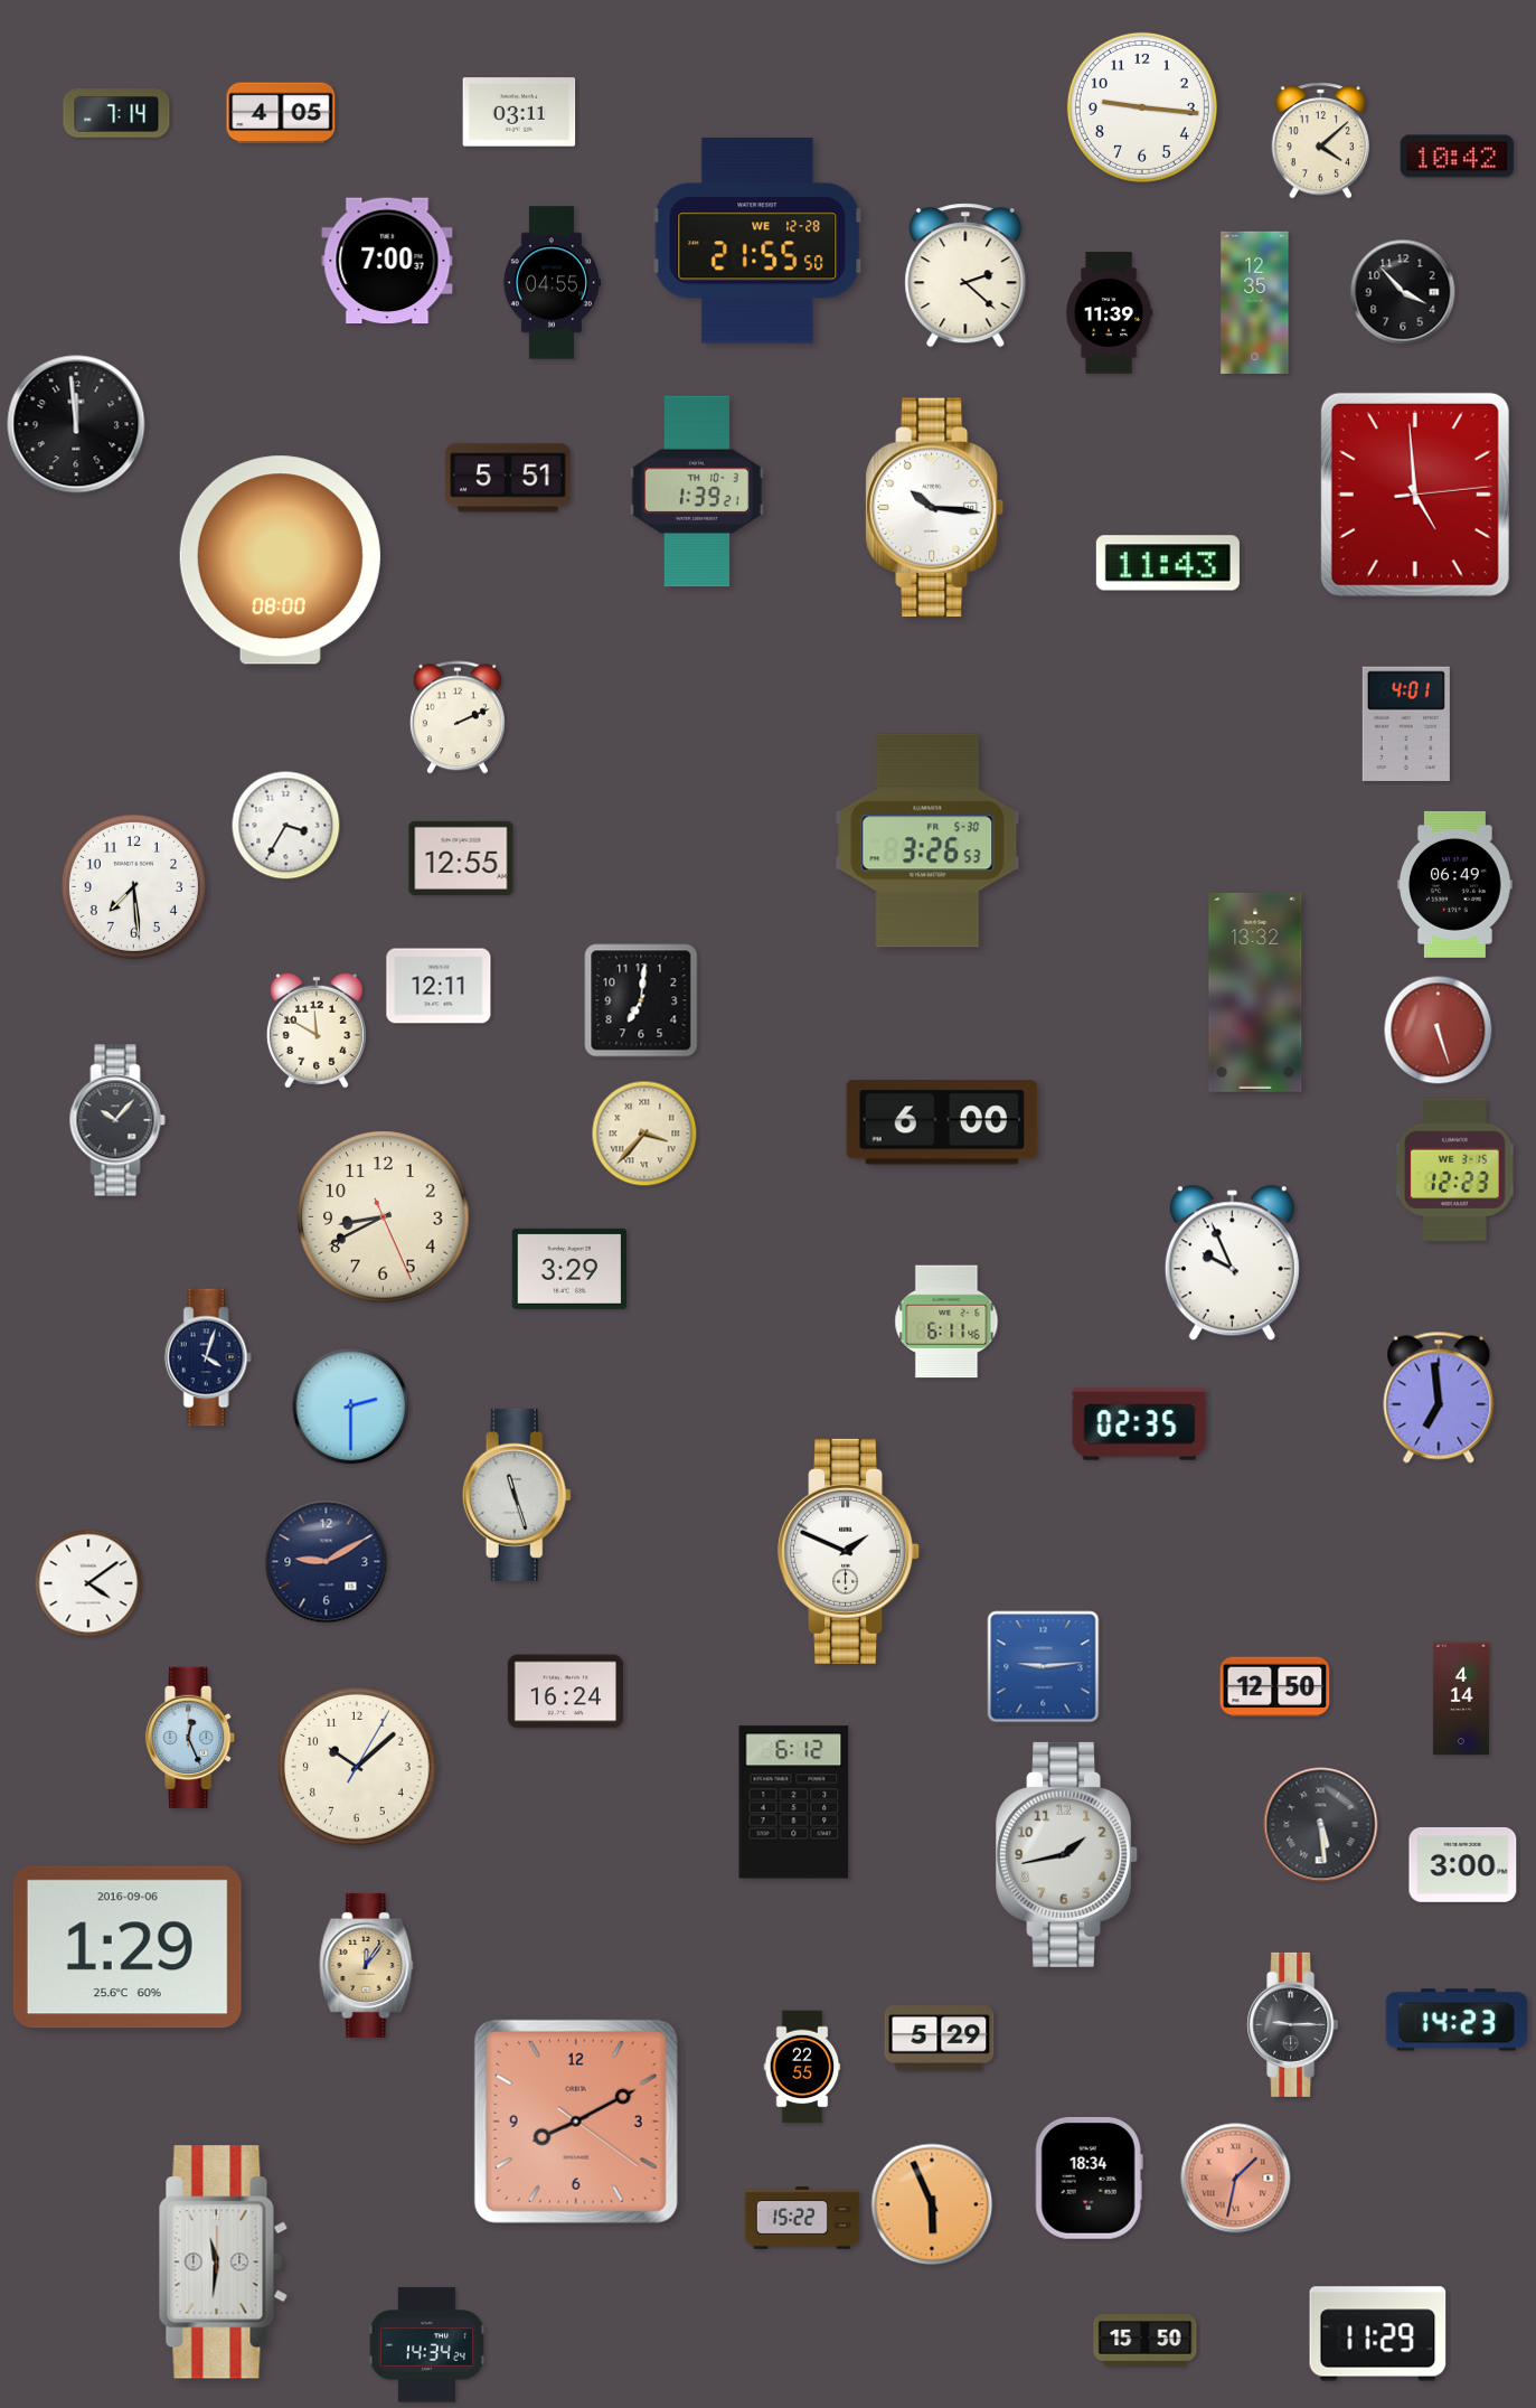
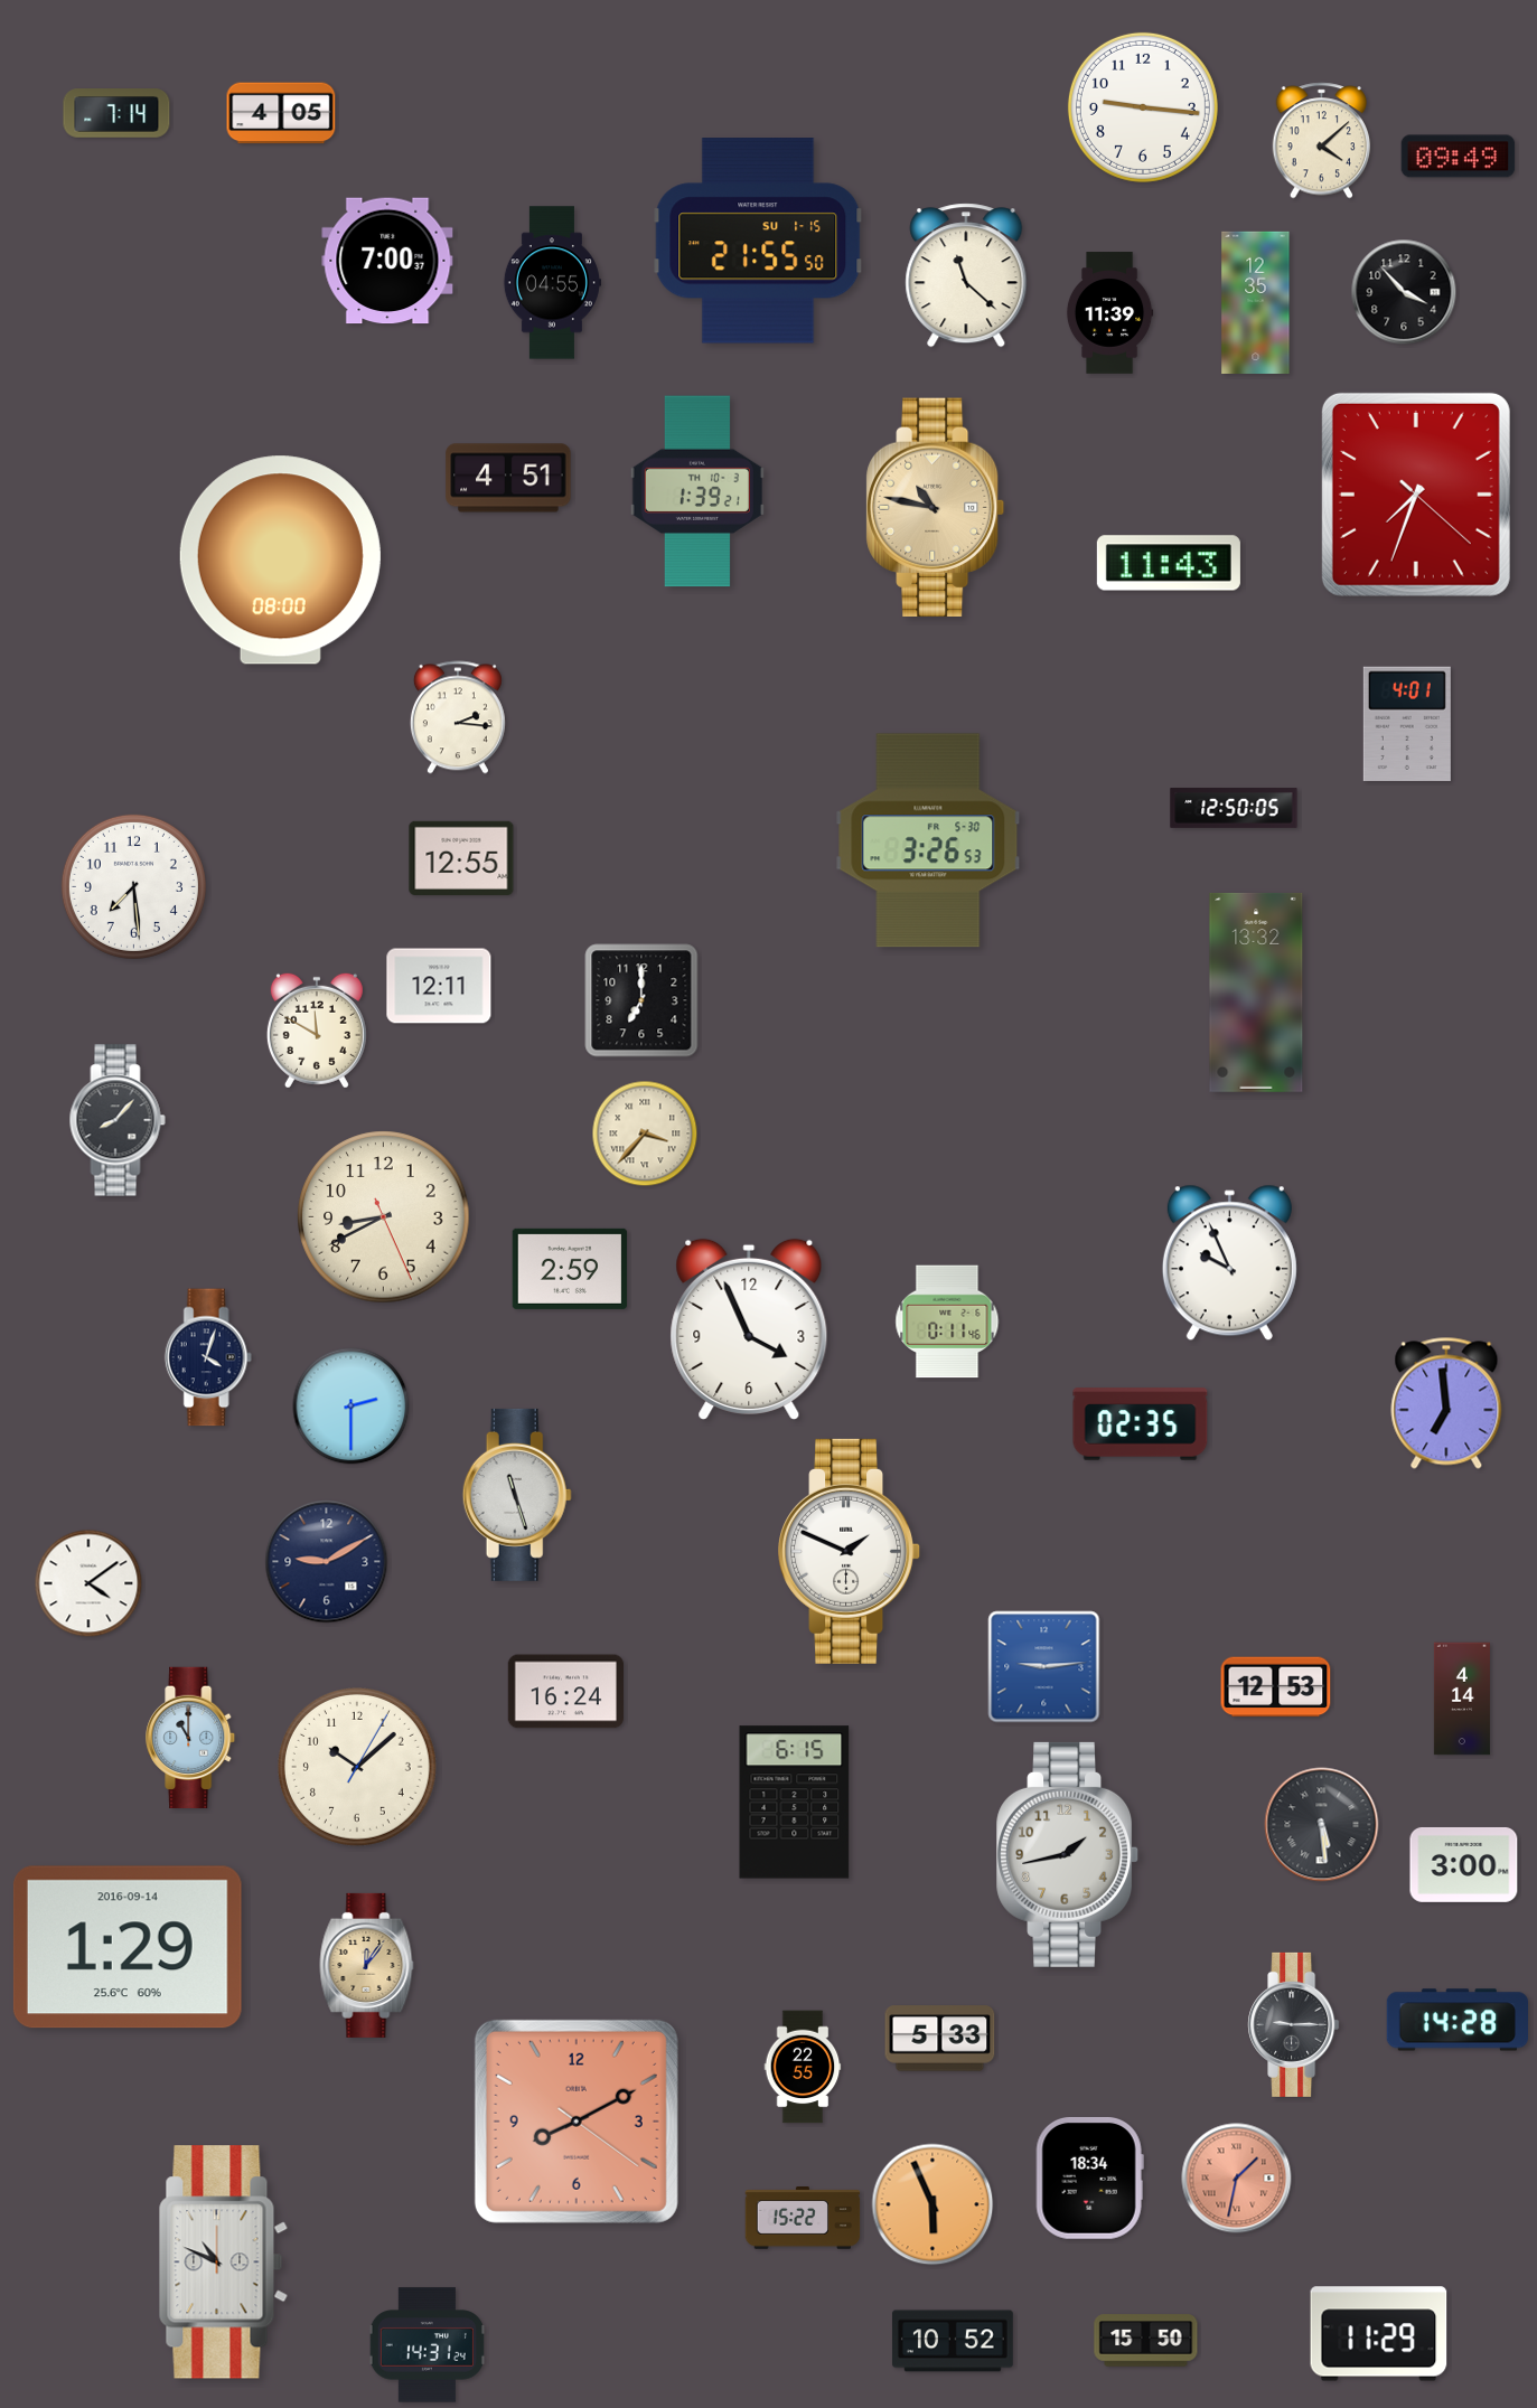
clock at (519, 112): 03:11 -> none
clock at (1458, 157): 10:42 -> 09:49
clock at (757, 241) date: WE 12-28 -> SU 1-15
clock at (965, 275): 2:22 -> 11:22
clock at (76, 424): 11:59 -> none
clock at (508, 478): 5:51 -> 4:51
clock at (1415, 495): 4:59 -> 7:33
clock at (935, 507): 10:16 -> 10:47
clock at (935, 507) dial: white -> champagne
clock at (458, 717): 2:11 -> 2:16
clock at (1234, 809): none -> 12:50
clock at (286, 826): 3:35 -> none
clock at (1455, 884): 06:49 -> none
clock at (641, 1000): 7:01 -> 7:00
clock at (1439, 1031): 5:27 -> none
clock at (117, 1120): 10:07 -> 8:07
clock at (942, 1122): 6:00 -> none
clock at (1455, 1169): 12:23 -> none
clock at (1232, 1263) position: (1232, 1263) -> (1229, 1263)
clock at (569, 1269): 3:29 -> 2:59
clock at (946, 1321): 6:11 -> 0:11
clock at (749, 1329): none -> 3:56
clock at (1439, 1398) position: (1439, 1398) -> (1446, 1403)
clock at (1275, 1687): 12:50 -> 12:53
clock at (191, 1737): 12:26 -> 11:00
clock at (794, 1803): 6:12 -> 6:15
clock at (128, 1947) date: 2016-09-06 -> 2016-09-14
clock at (1455, 2020): 14:23 -> 14:28
clock at (940, 2039): 5:29 -> 5:33
clock at (223, 2263): 11:31 -> 10:49
clock at (953, 2341): none -> 10:52
clock at (426, 2345): 14:34 -> 14:31
